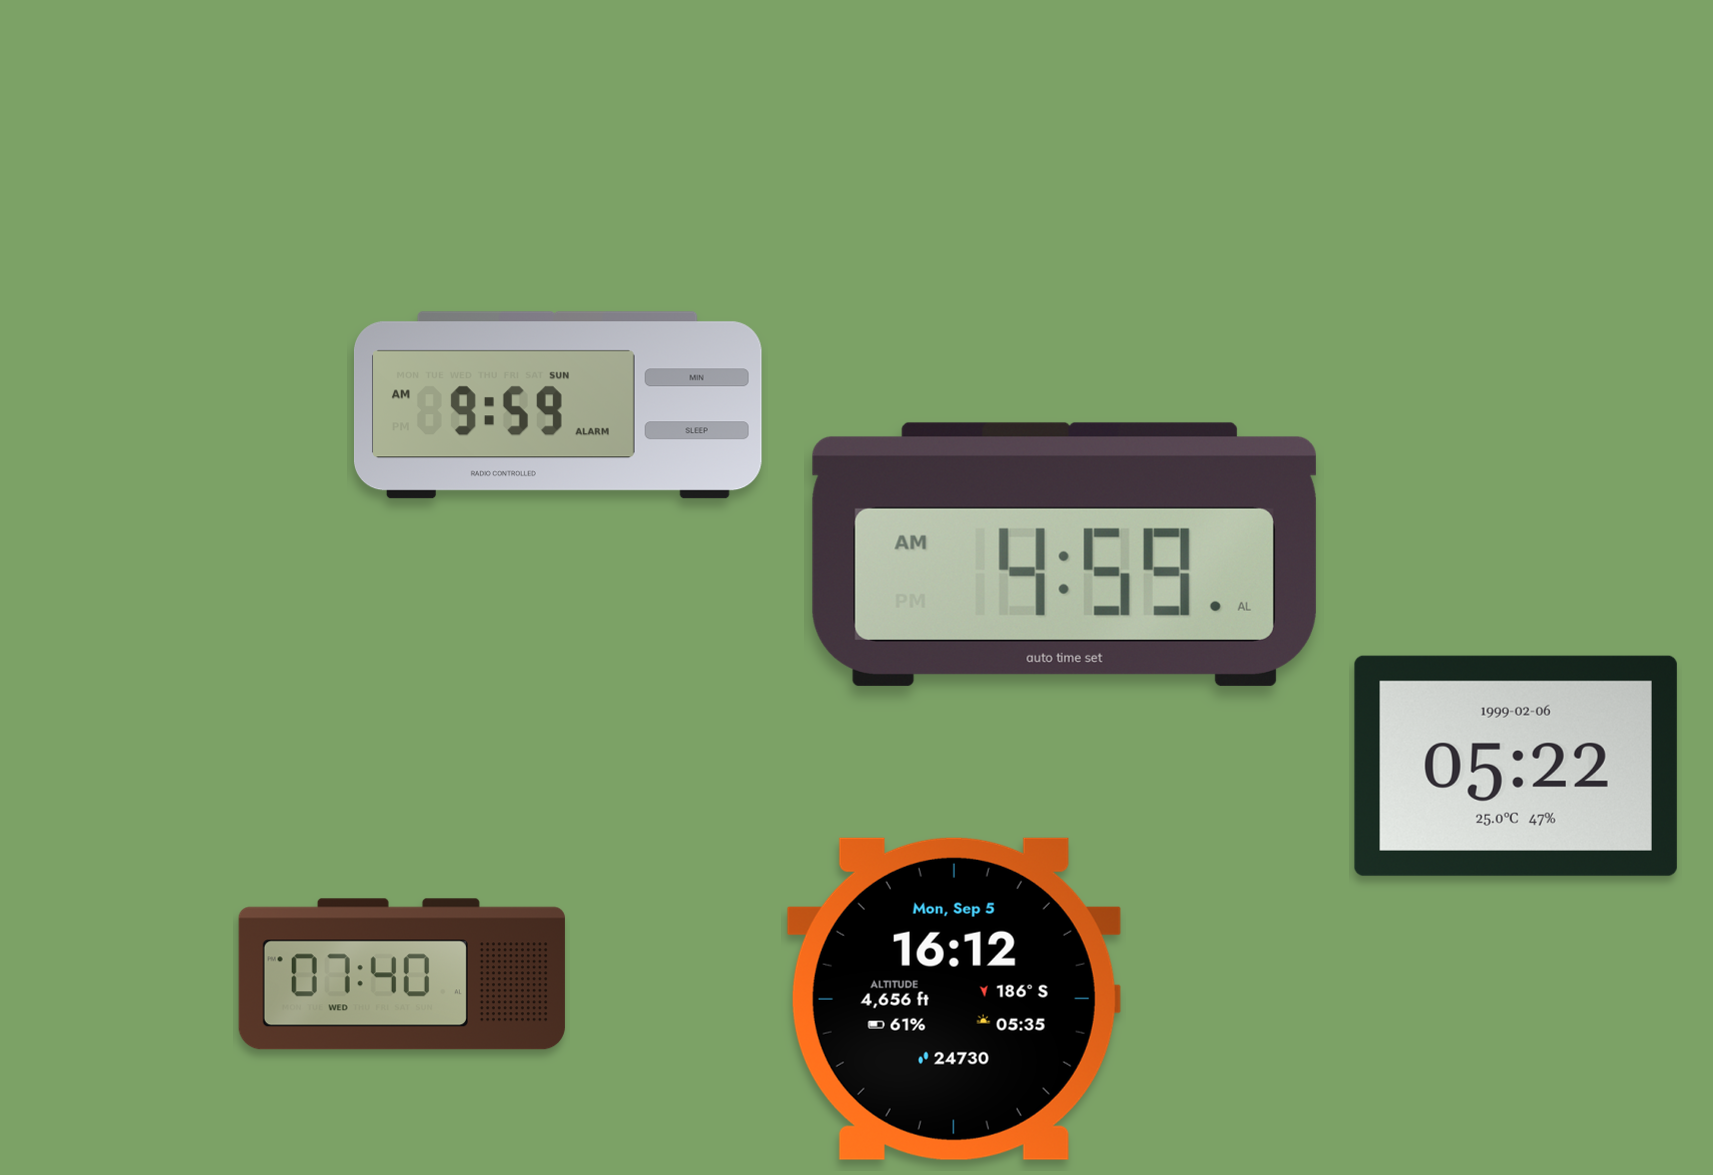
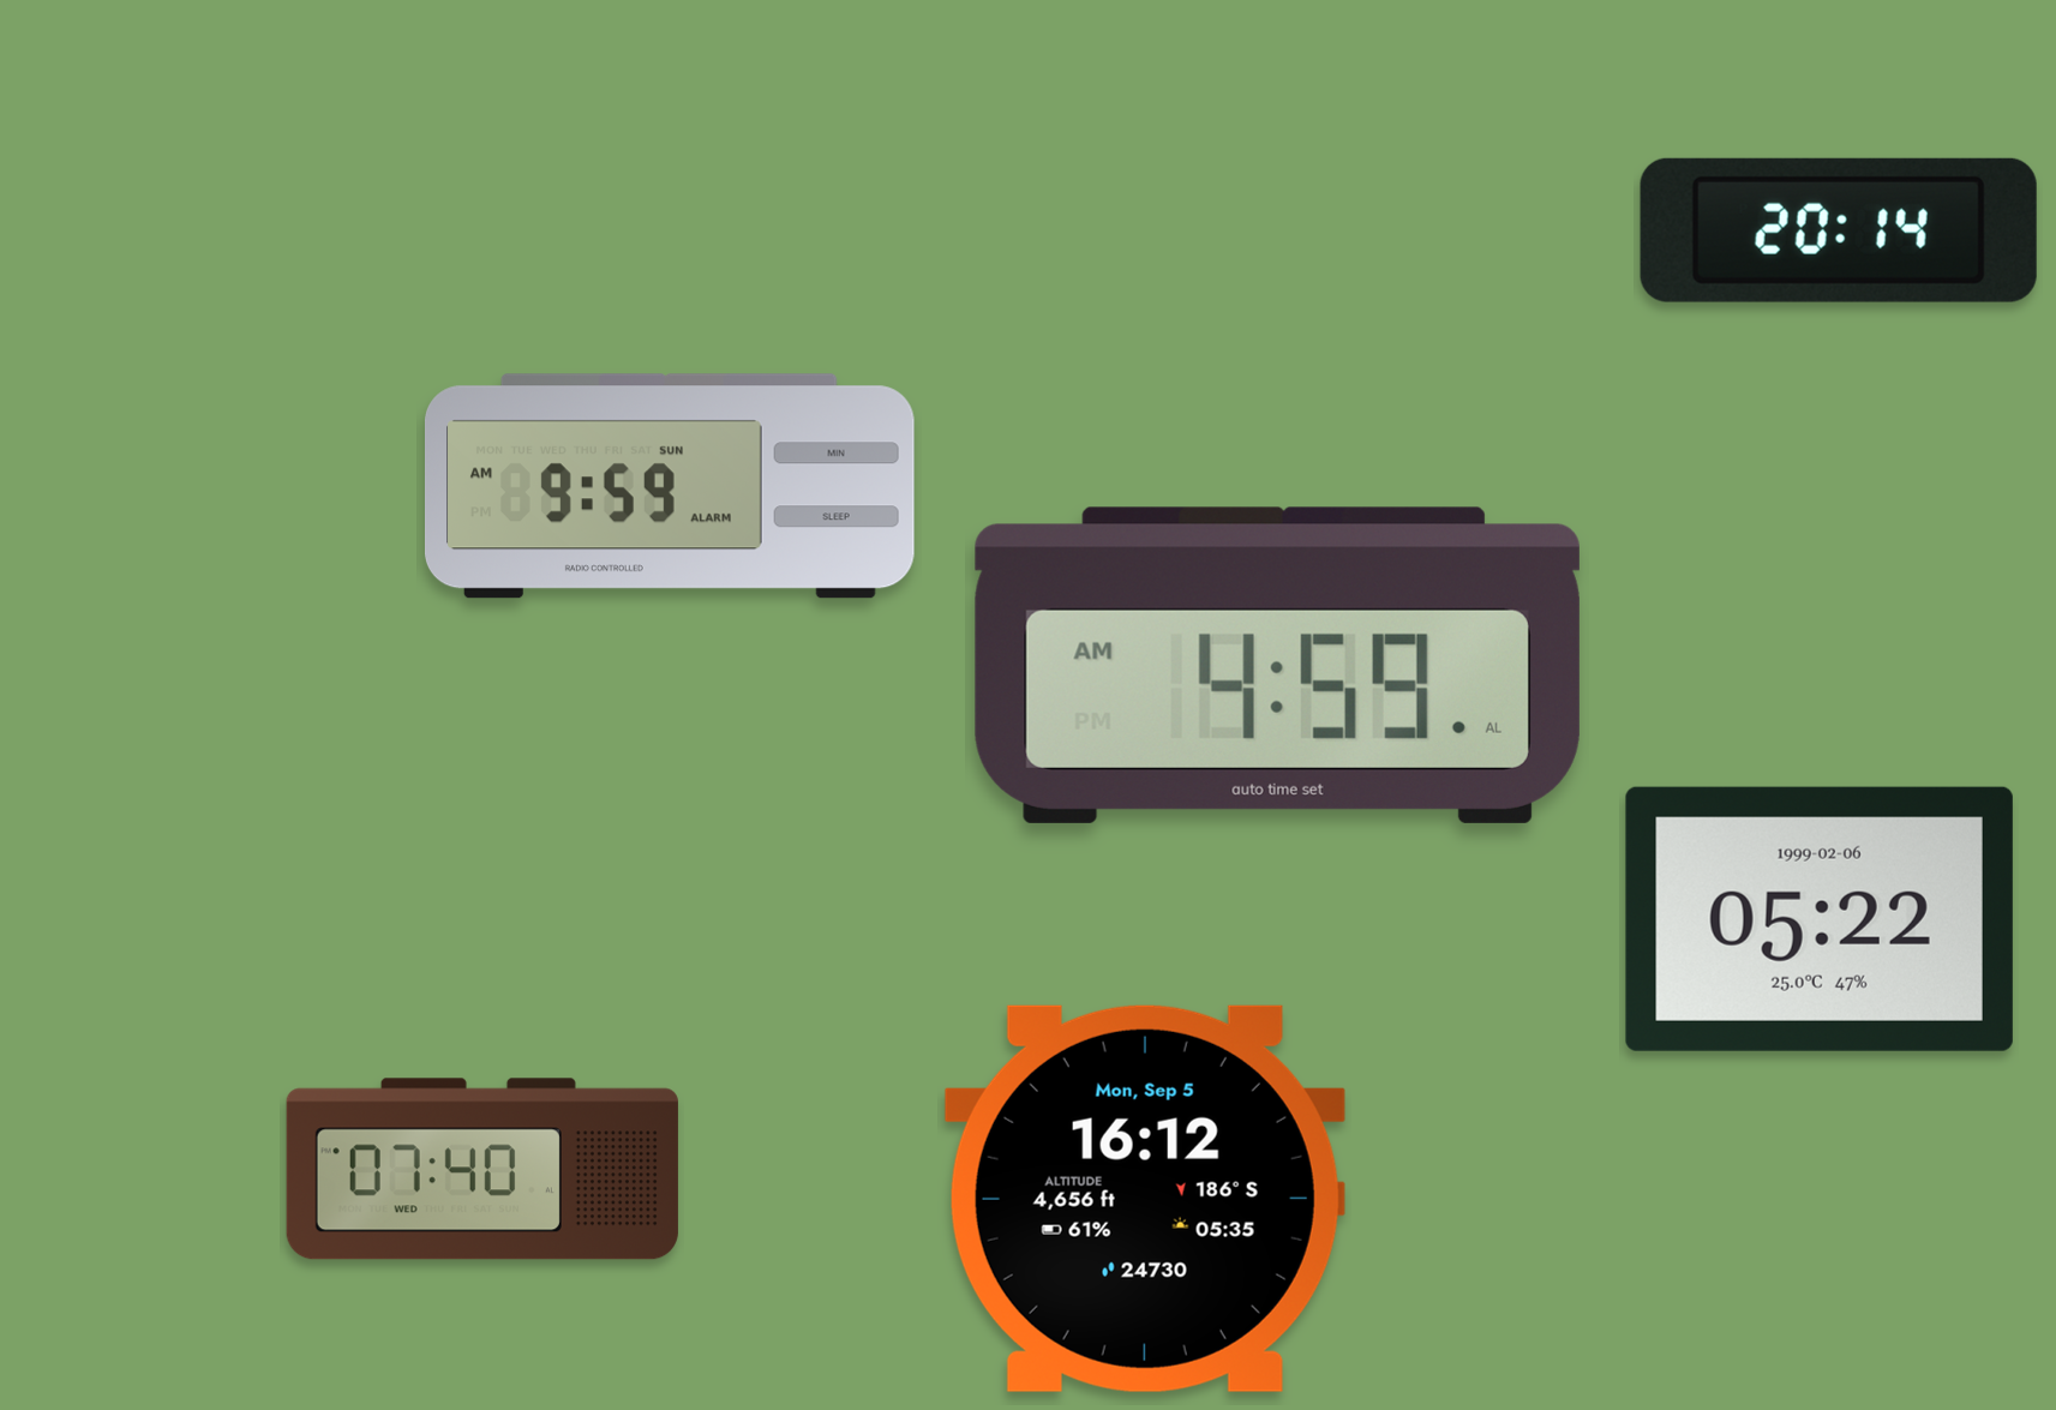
clock at (1839, 230): none -> 20:14
